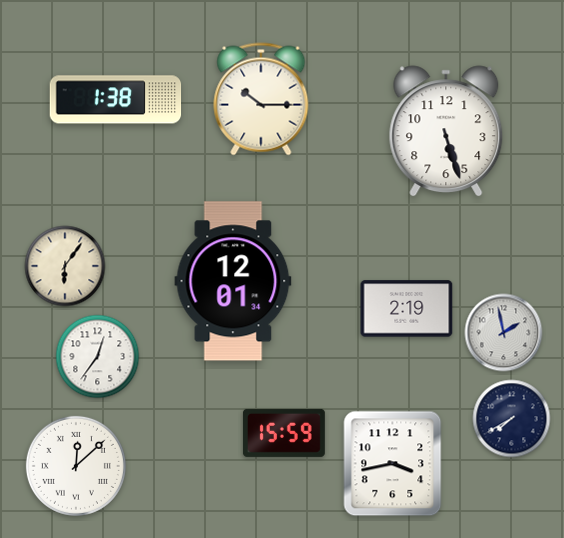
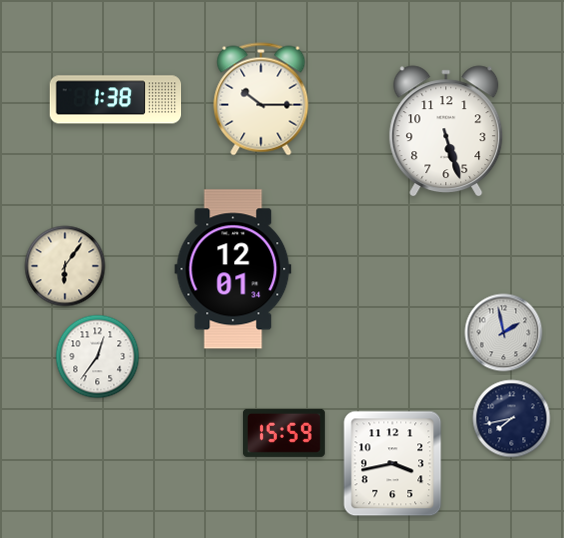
clock at (233, 281) position: (233, 281) -> (233, 269)
clock at (407, 309): 2:19 -> none
clock at (512, 419): 7:40 -> 7:43
clock at (76, 466): 12:08 -> none
